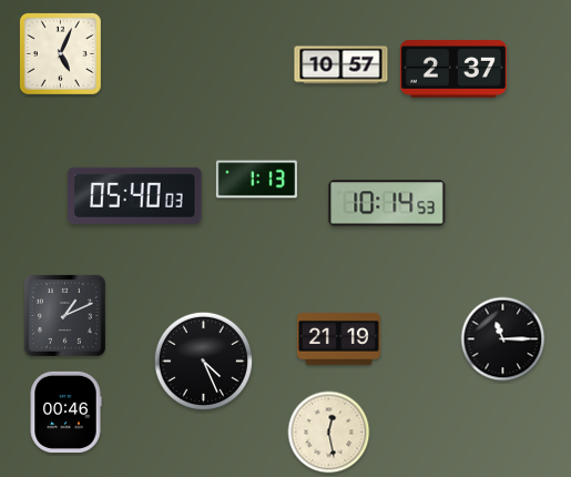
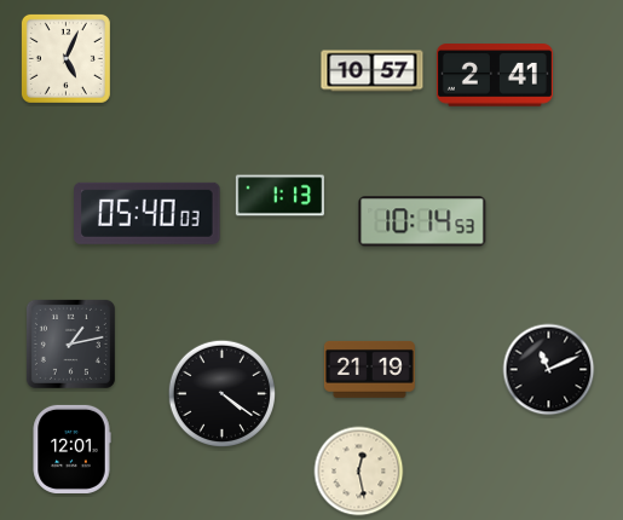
clock at (453, 69): 2:37 -> 2:41
clock at (64, 315): 1:11 -> 1:13
clock at (503, 339): 11:15 -> 11:11
clock at (203, 361): 4:26 -> 4:21
clock at (65, 412): 00:46 -> 12:01
